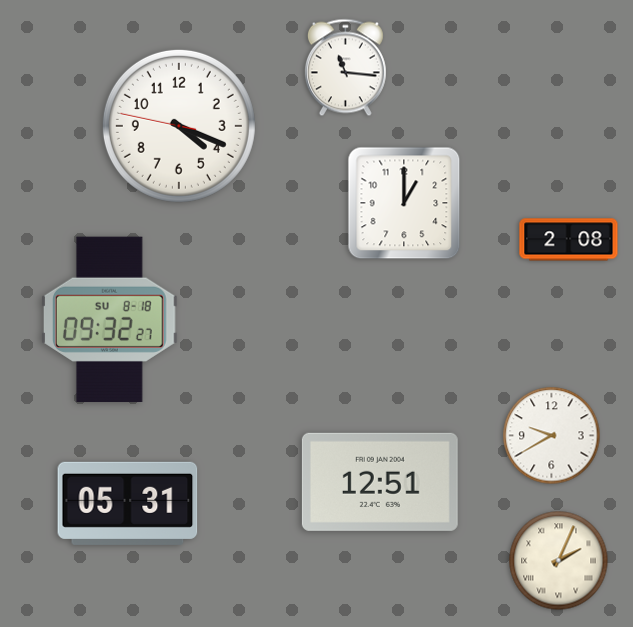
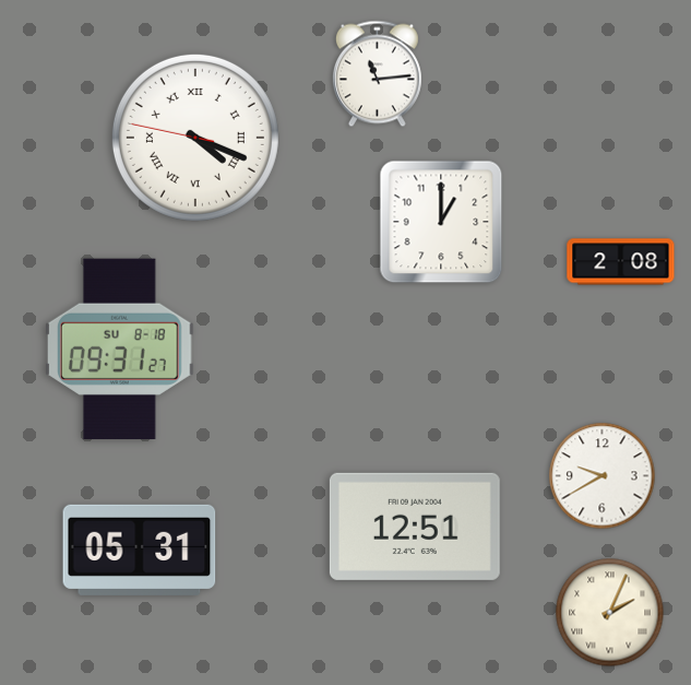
clock at (345, 68): 11:16 -> 11:14
clock at (179, 126) numerals: Arabic -> Roman
clock at (109, 319): 09:32 -> 09:31
